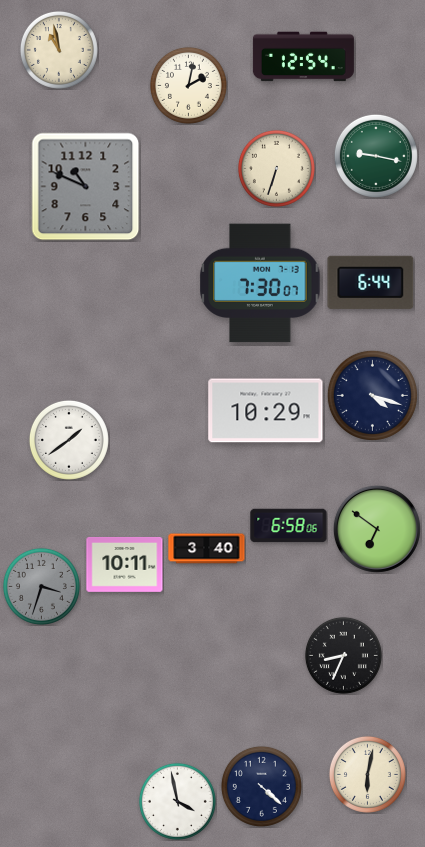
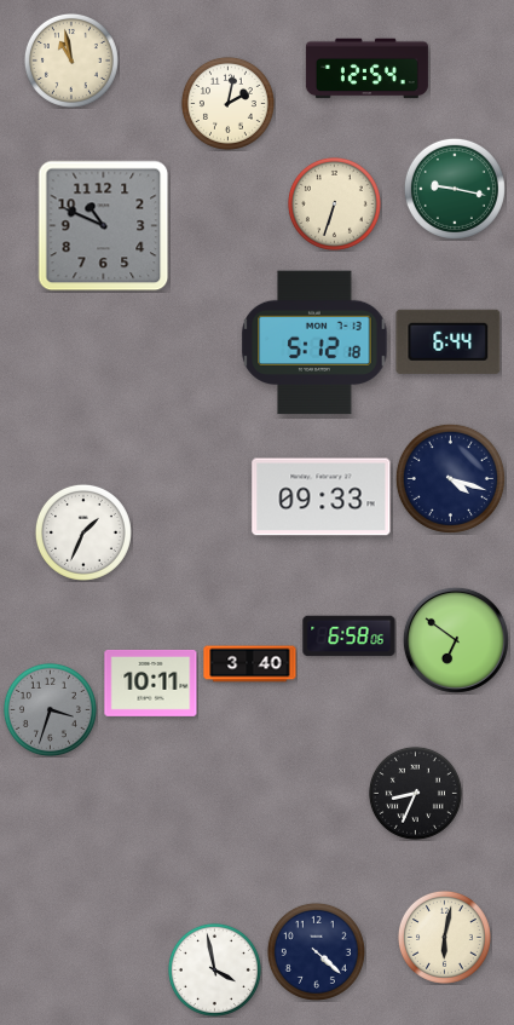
clock at (260, 283): 7:30 -> 5:12
clock at (266, 411): 10:29 -> 09:33
clock at (69, 440): 1:39 -> 1:34
